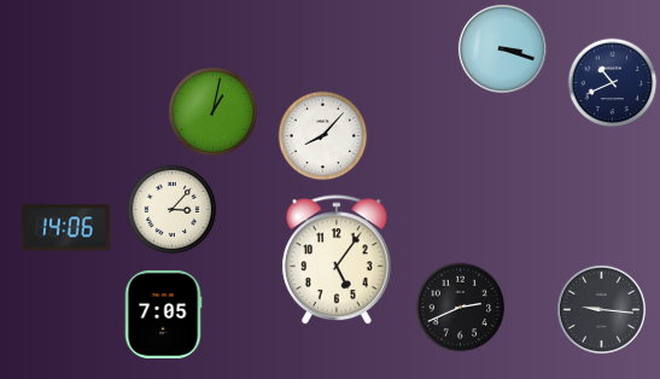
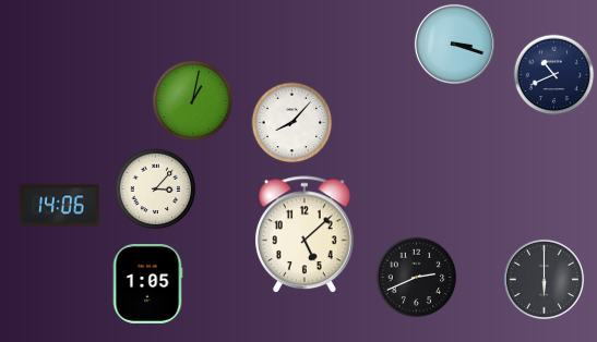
clock at (337, 261): 5:06 -> 5:08
clock at (601, 309): 9:16 -> 6:00
clock at (163, 315): 7:05 -> 1:05
